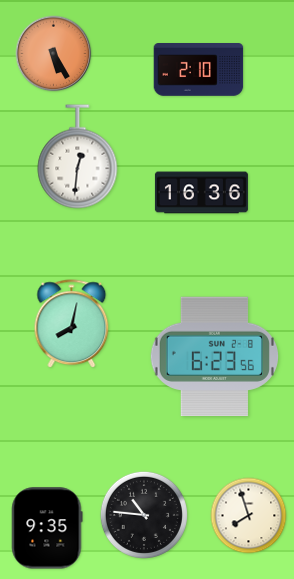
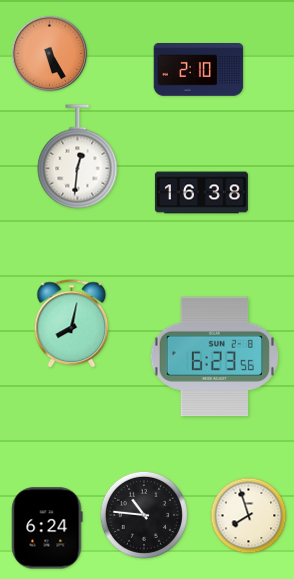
clock at (54, 54) position: (54, 54) -> (50, 54)
clock at (201, 193): 16:36 -> 16:38
clock at (47, 528): 9:35 -> 6:24
